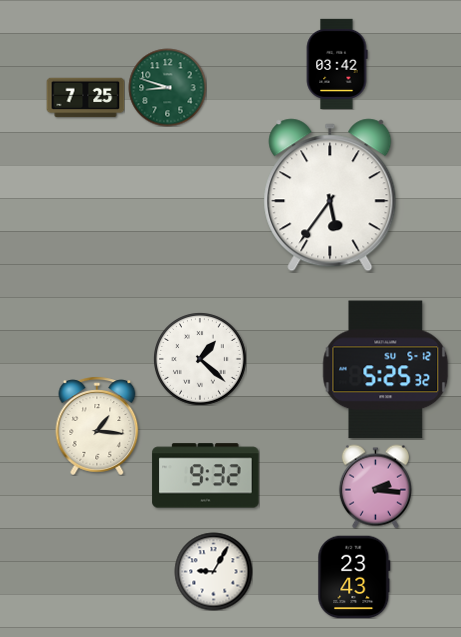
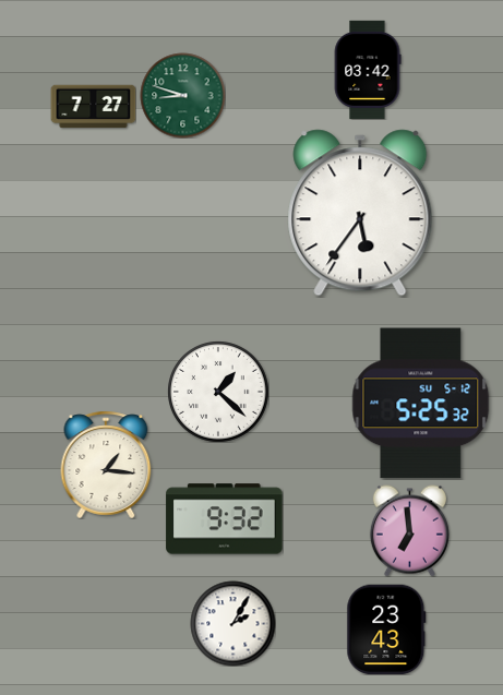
clock at (85, 98): 7:25 -> 7:27
clock at (375, 486): 2:16 -> 6:59
clock at (213, 571): 9:05 -> 2:05
